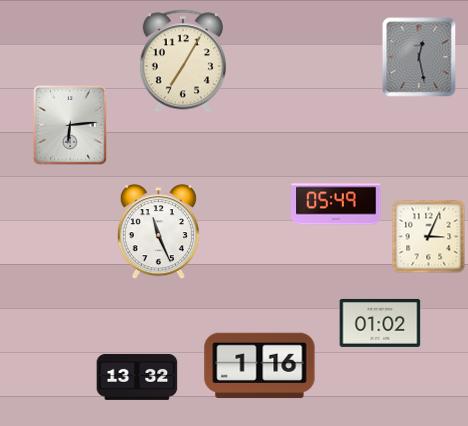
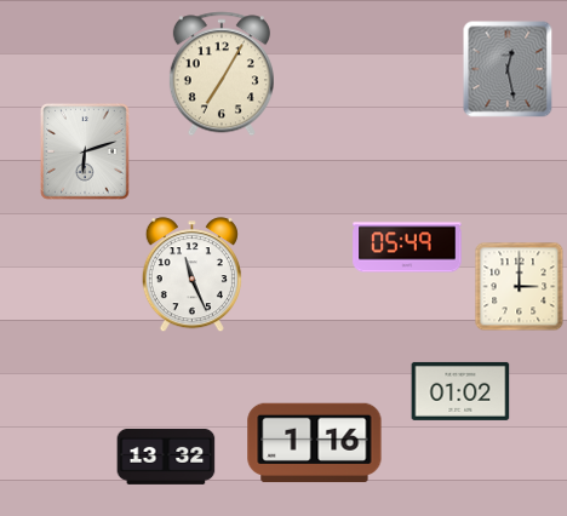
clock at (71, 126): 6:14 -> 6:12
clock at (158, 232) position: (158, 232) -> (191, 275)
clock at (429, 237): 3:04 -> 3:00
